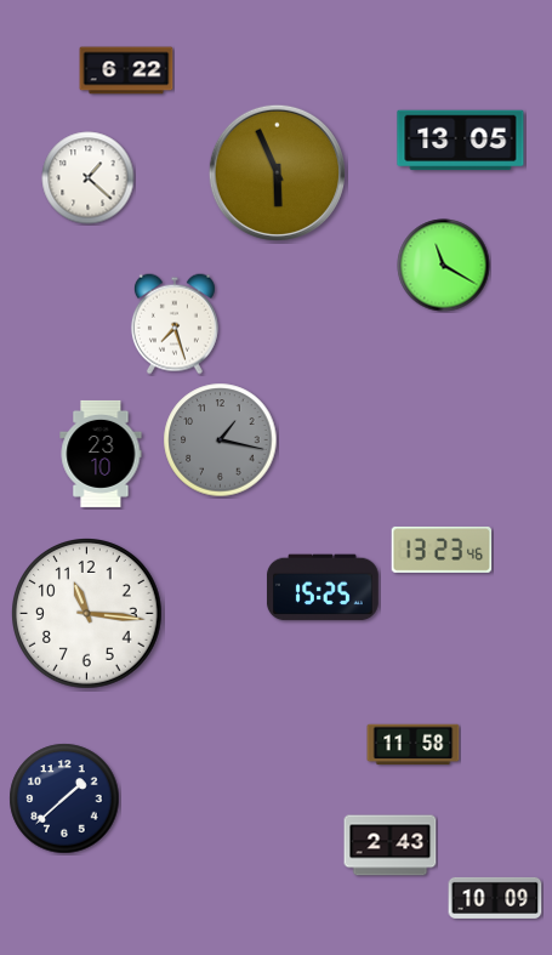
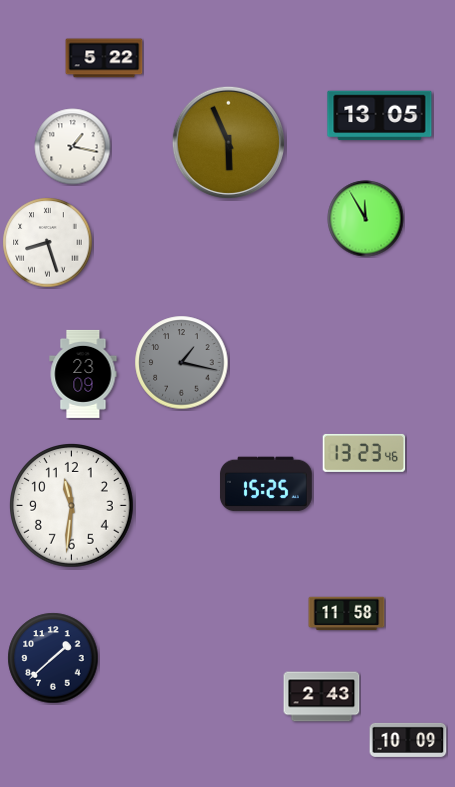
clock at (126, 70): 6:22 -> 5:22
clock at (89, 178): 1:22 -> 1:17
clock at (444, 266): 11:20 -> 11:55
clock at (48, 243): none -> 8:27
clock at (175, 324): 7:27 -> none
clock at (101, 454): 23:10 -> 23:09
clock at (87, 614): 11:16 -> 11:31
clock at (414, 745) position: (414, 745) -> (347, 614)
